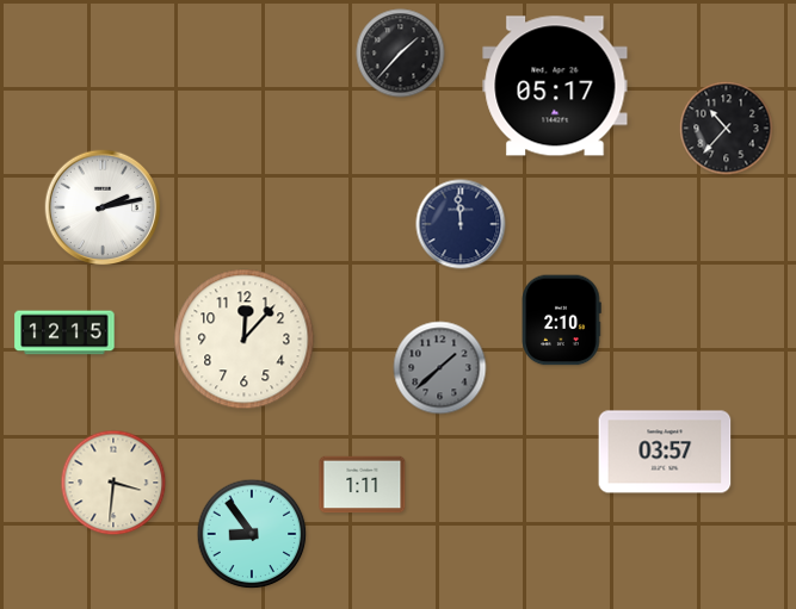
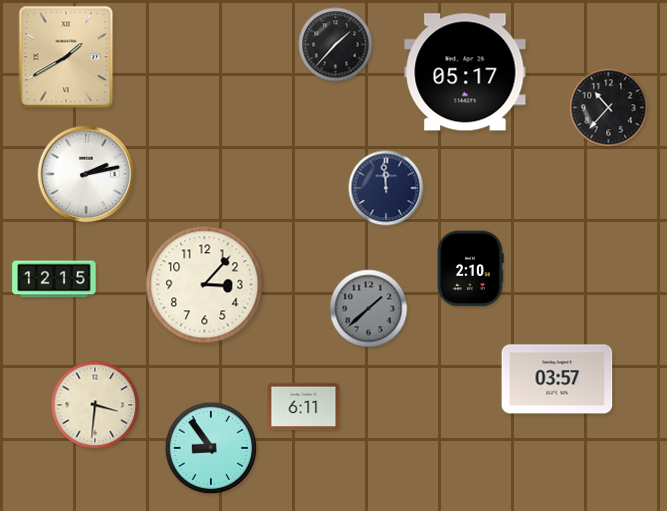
clock at (66, 57): none -> 1:40
clock at (245, 340): 12:07 -> 3:07
clock at (363, 485): 1:11 -> 6:11
